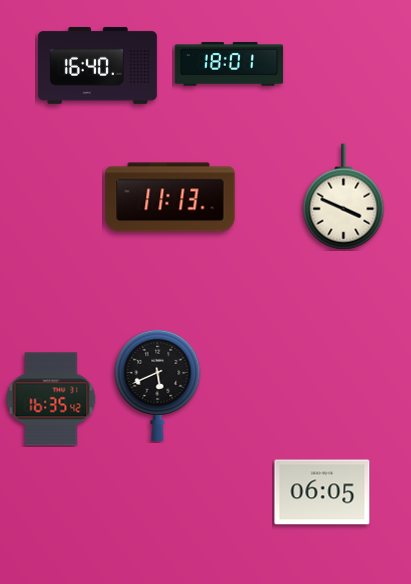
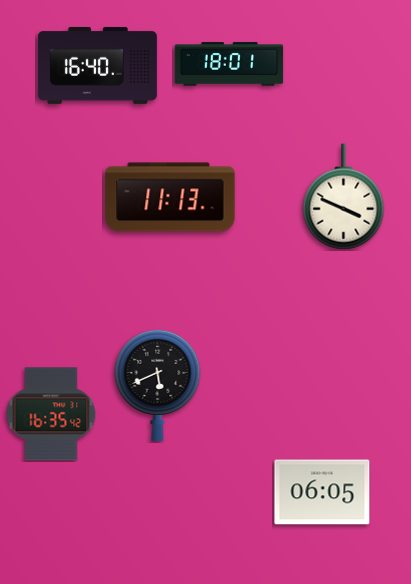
clock at (51, 399) position: (51, 399) -> (51, 414)
